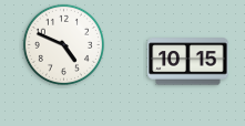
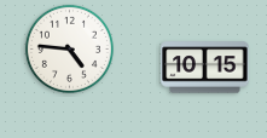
clock at (63, 44): 4:49 -> 4:46
